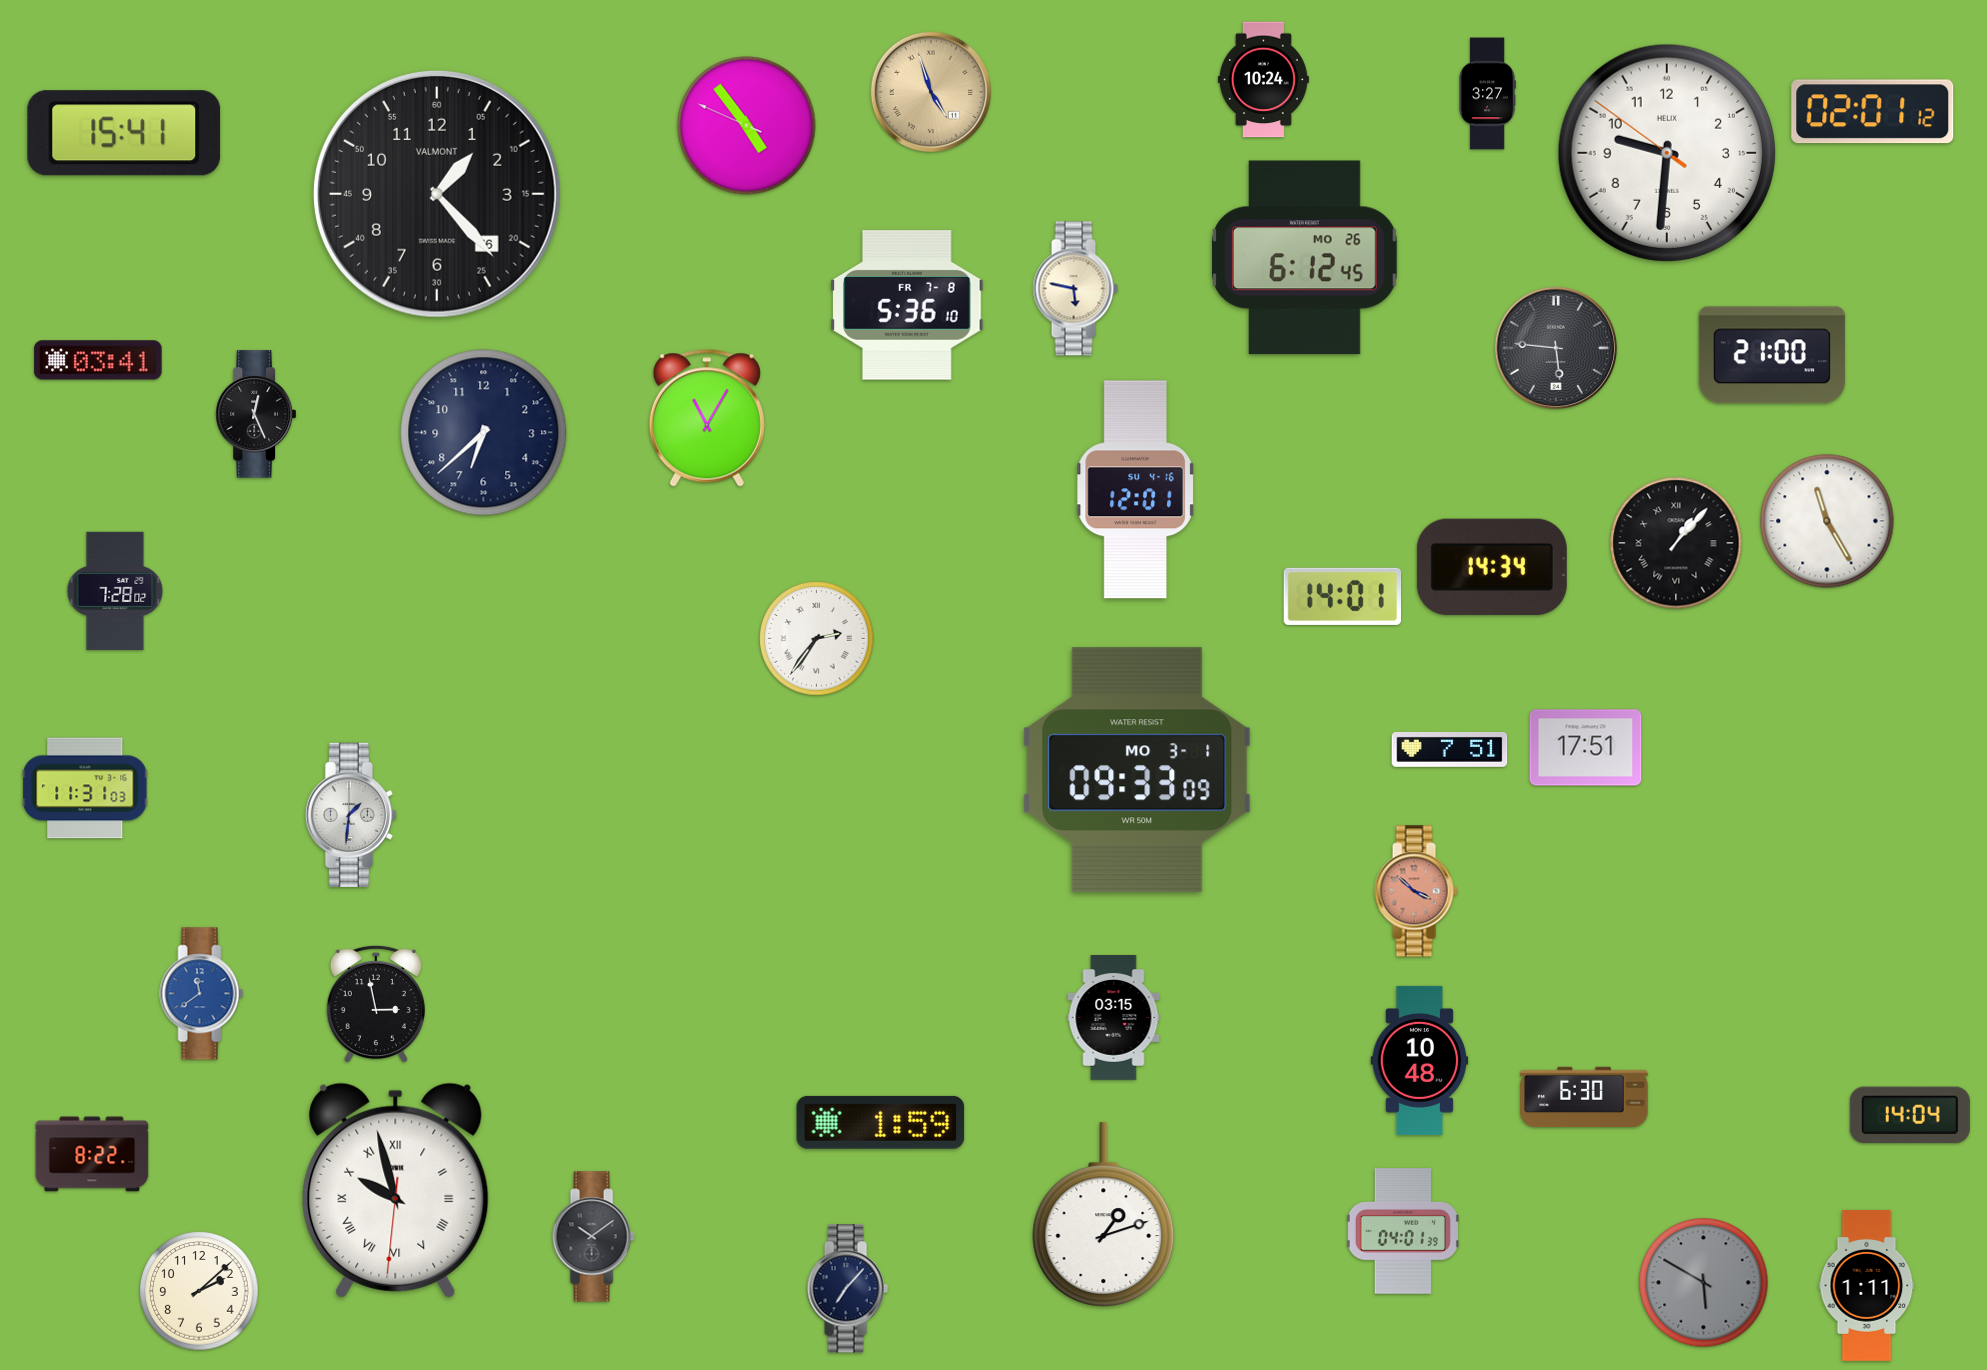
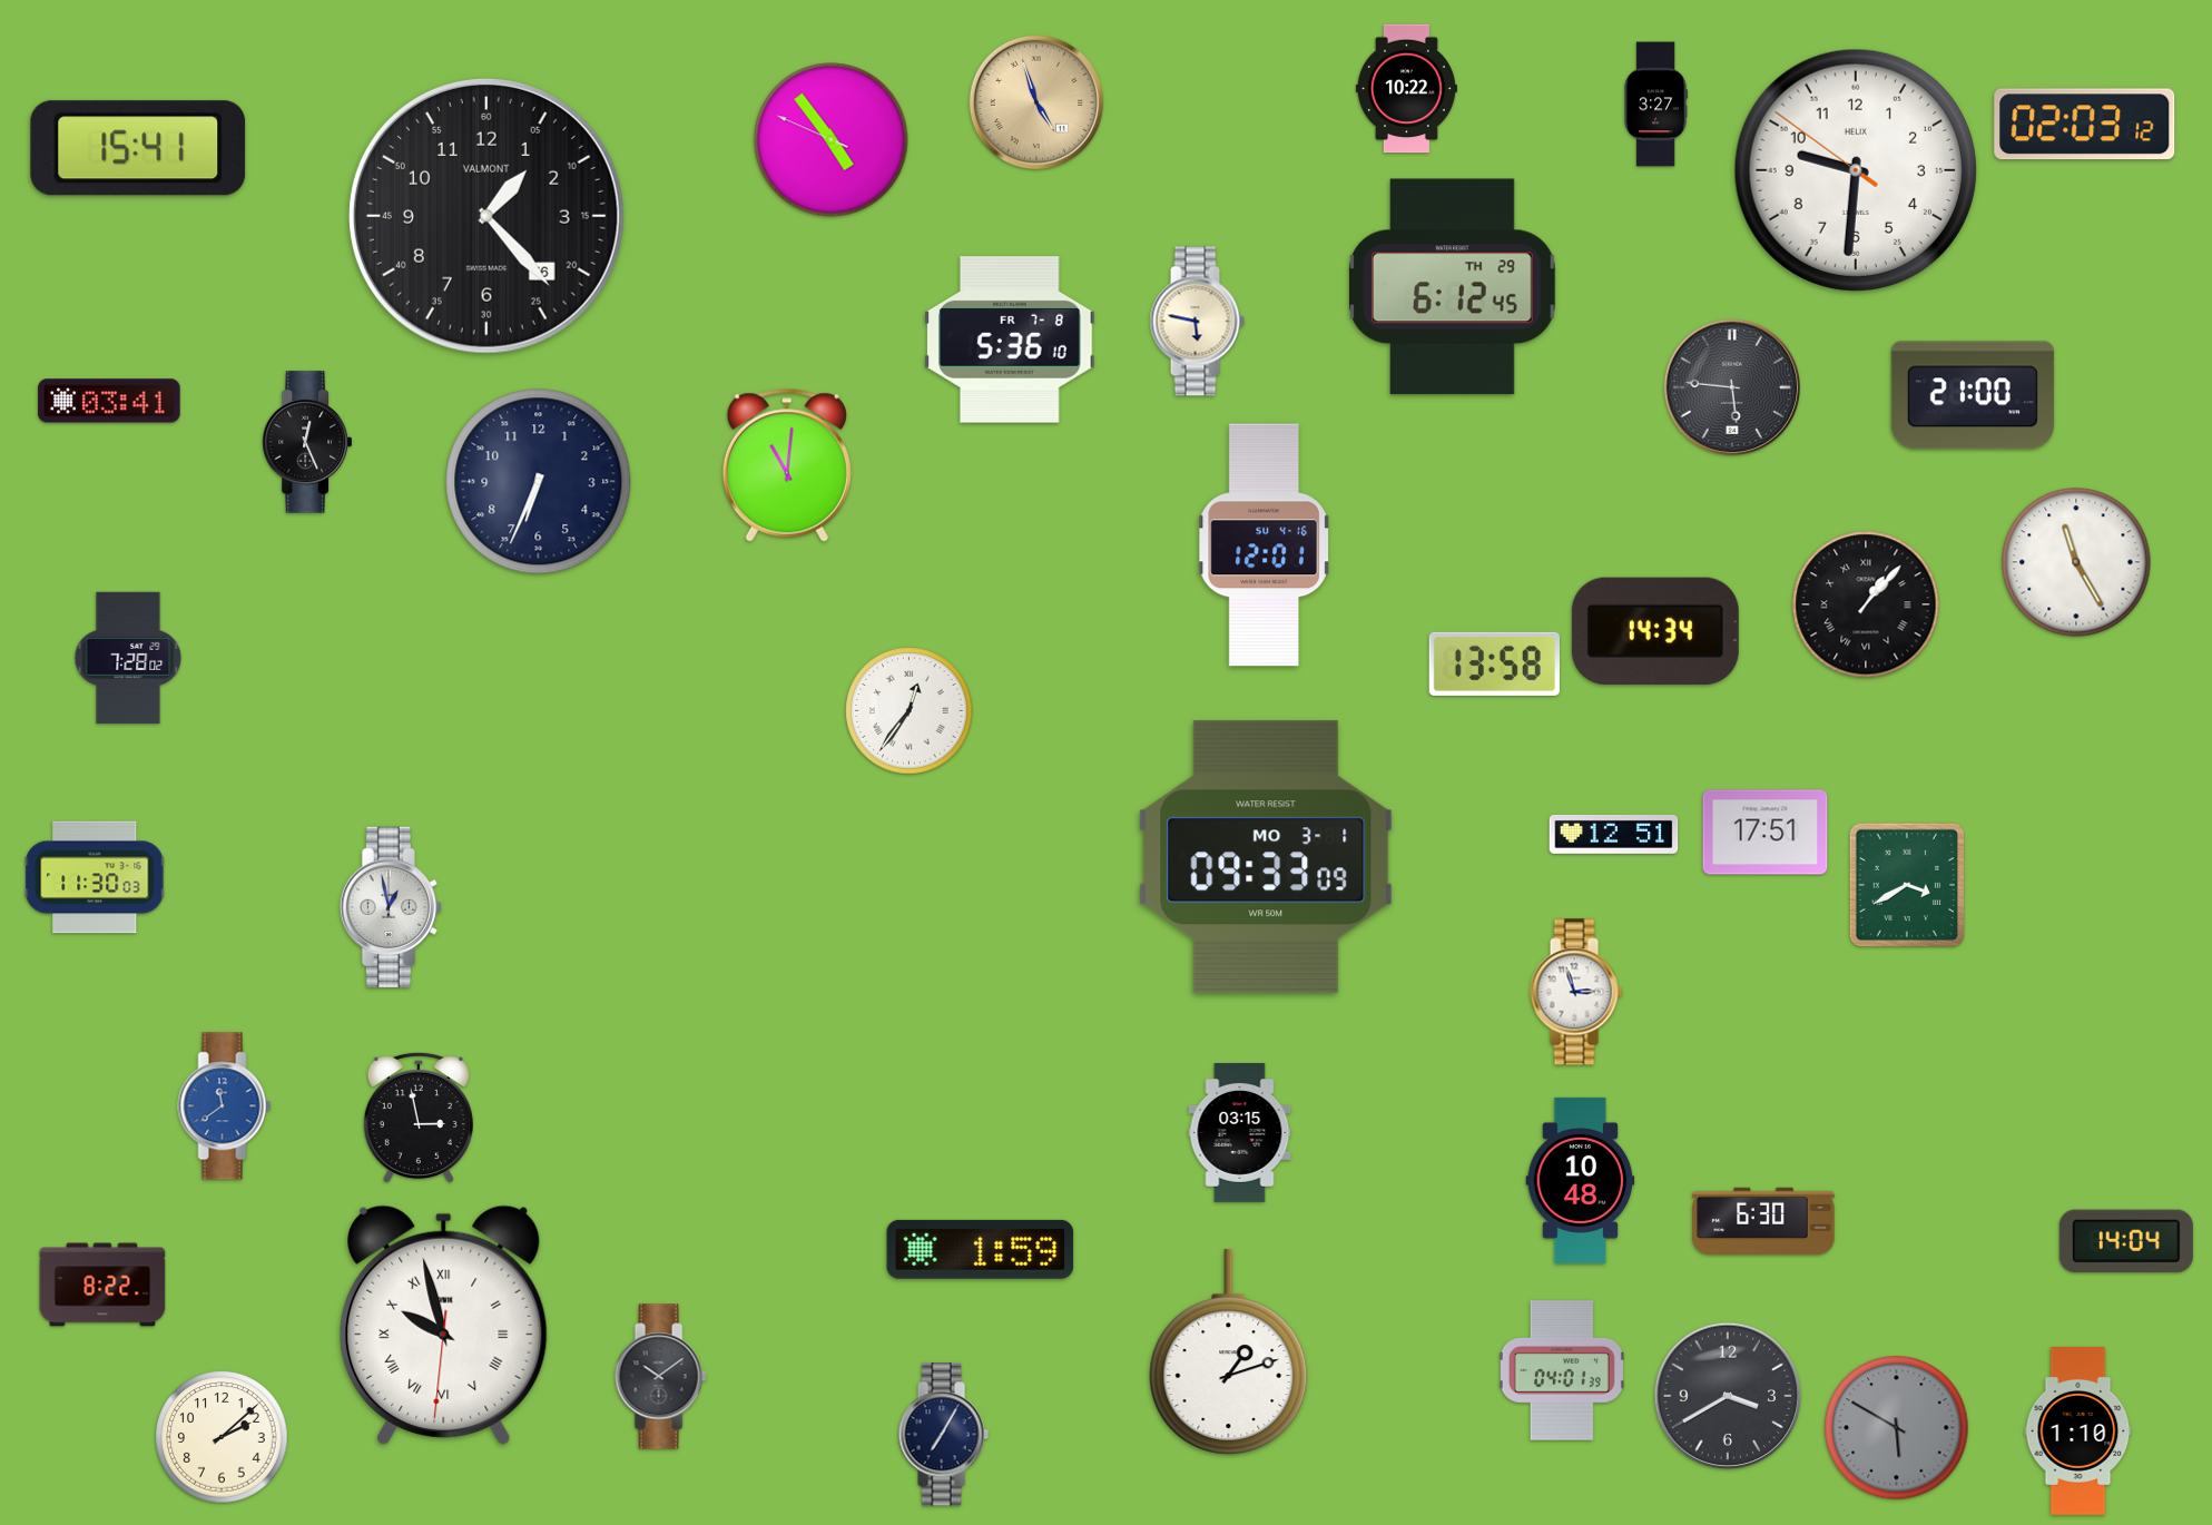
clock at (1263, 80): 10:24 -> 10:22
clock at (1873, 112): 02:01 -> 02:03
clock at (1305, 258) date: MO 26 -> TH 29
clock at (256, 414) position: (256, 414) -> (307, 442)
clock at (707, 418): 11:05 -> 11:01
clock at (484, 433): 6:38 -> 6:34
clock at (1827, 521) position: (1827, 521) -> (2076, 562)
clock at (1492, 567) position: (1492, 567) -> (1655, 631)
clock at (1342, 596): 14:01 -> 13:58
clock at (817, 639): 2:36 -> 12:36
clock at (1450, 749): 7:51 -> 12:51
clock at (85, 788): 11:31 -> 11:30
clock at (1906, 884): none -> 3:40
clock at (351, 814): 1:31 -> 12:58
clock at (1416, 891): 3:52 -> 2:57
clock at (1416, 891) dial: salmon -> white
clock at (396, 1190) position: (396, 1190) -> (444, 1325)
clock at (1728, 1396): none -> 3:40
clock at (1867, 1286): 1:11 -> 1:10
clock at (847, 1289): 7:07 -> 7:05
